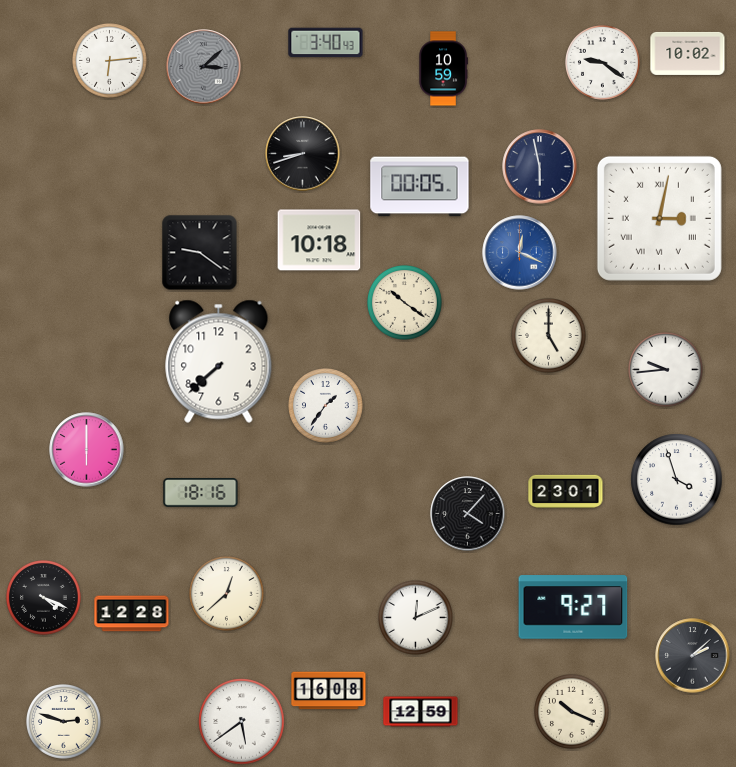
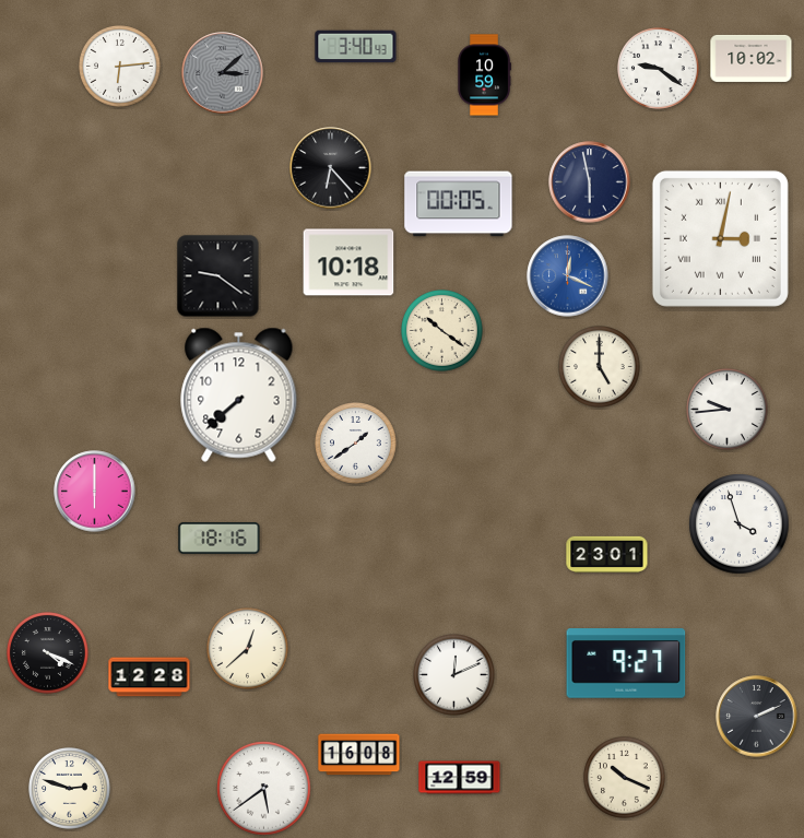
clock at (303, 154): 8:42 -> 6:23
clock at (666, 370) position: (666, 370) -> (728, 410)
clock at (326, 406): 1:36 -> 1:39
clock at (566, 492) position: (566, 492) -> (607, 555)
clock at (468, 514): 4:07 -> none
clock at (132, 614) position: (132, 614) -> (150, 677)
clock at (693, 656): 2:08 -> 2:11
